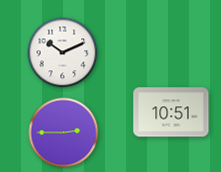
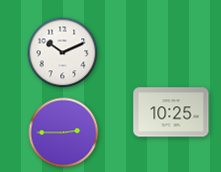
clock at (171, 112): 10:51 -> 10:25
